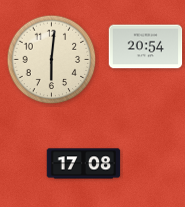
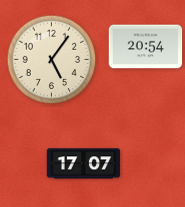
clock at (52, 60): 6:01 -> 5:06
clock at (84, 164): 17:08 -> 17:07
